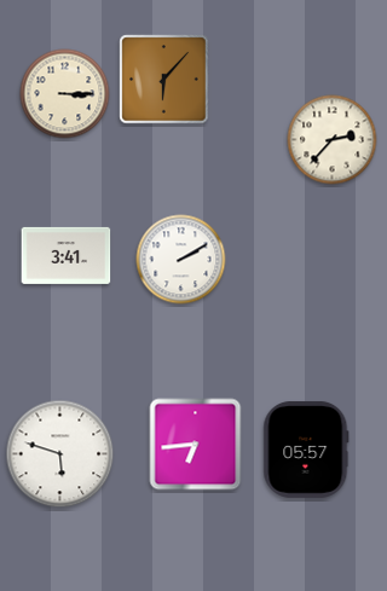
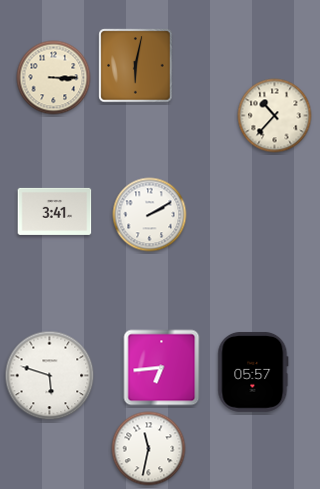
clock at (164, 80): 6:07 -> 6:02
clock at (333, 140): 2:37 -> 10:37
clock at (149, 449): none -> 11:32
